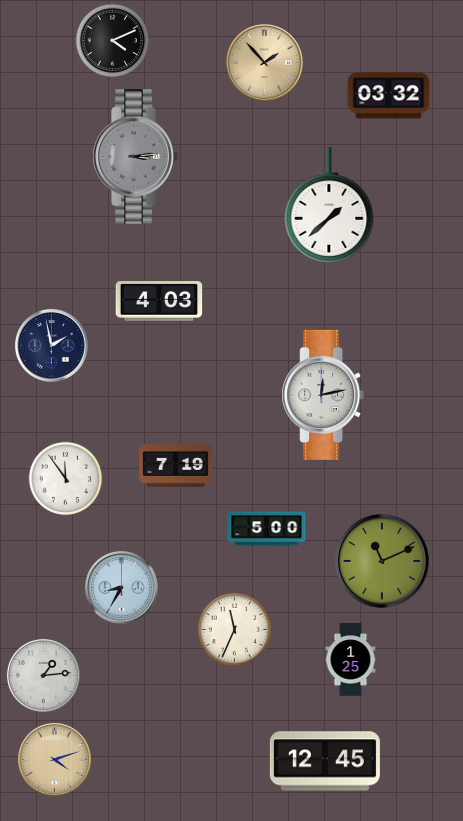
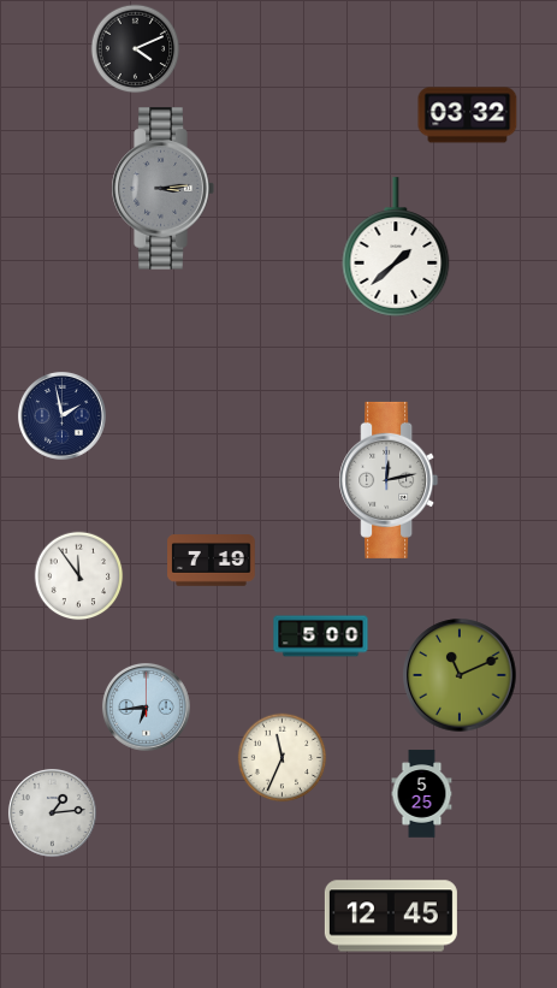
clock at (265, 63): 1:53 -> none
clock at (159, 301): 4:03 -> none
clock at (323, 395) position: (323, 395) -> (389, 480)
clock at (121, 587): 8:35 -> 6:44
clock at (351, 660): 1:25 -> 5:25
clock at (54, 759): 4:12 -> none
